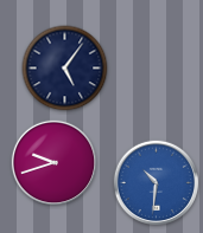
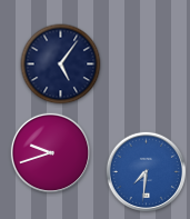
clock at (156, 182): 10:31 -> 7:31
